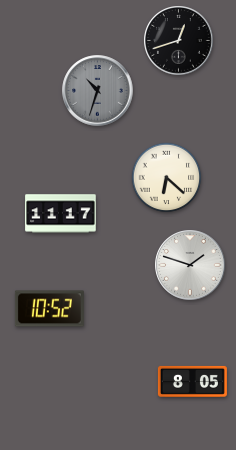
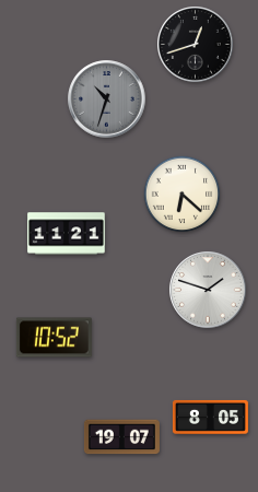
clock at (61, 214): 11:17 -> 11:21
clock at (121, 437): none -> 19:07
